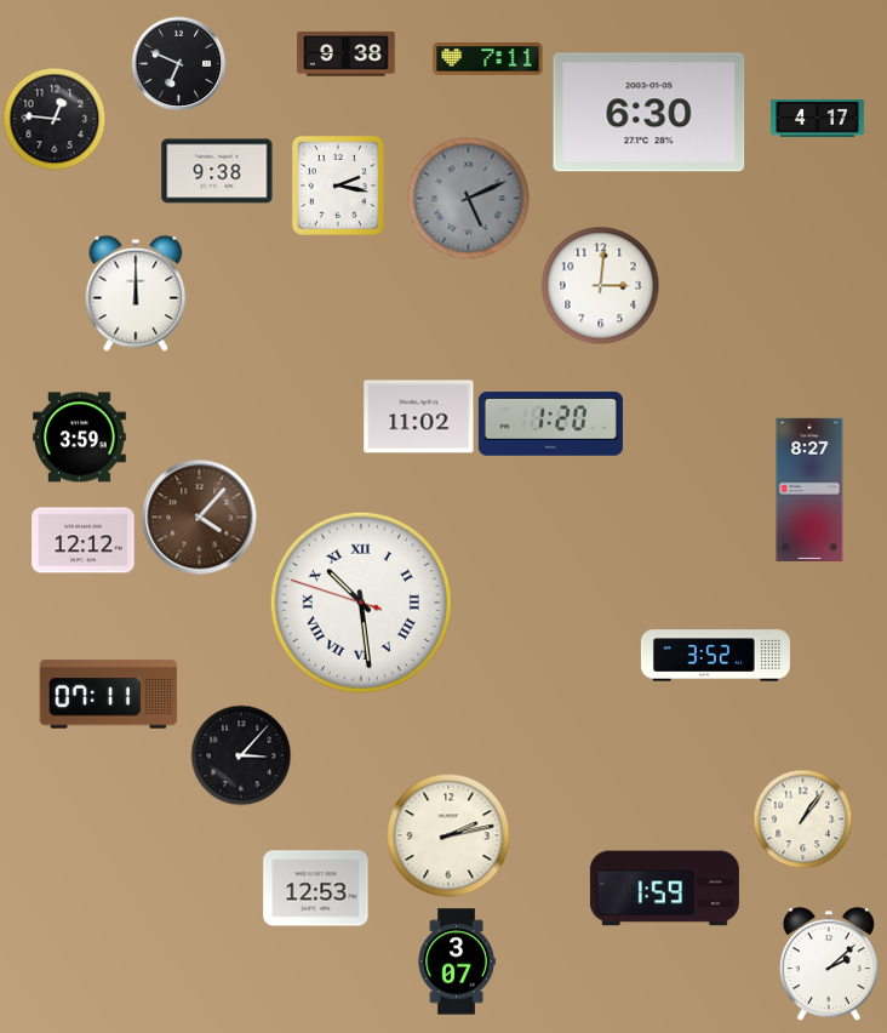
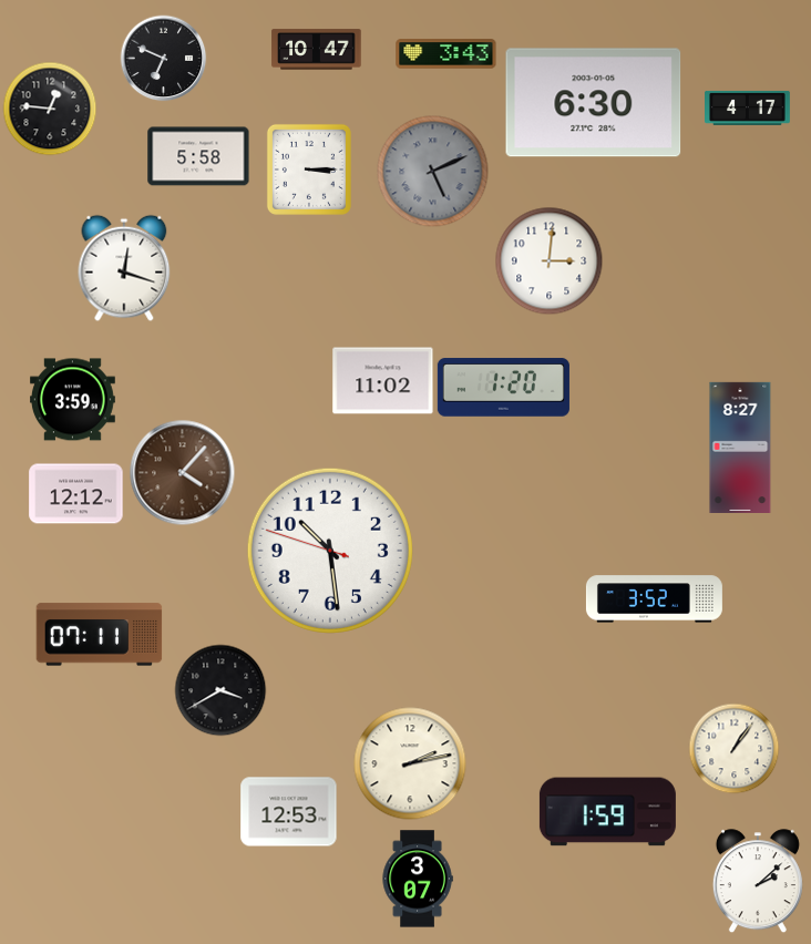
clock at (347, 55): 9:38 -> 10:47
clock at (488, 59): 7:11 -> 3:43
clock at (217, 171): 9:38 -> 5:58
clock at (338, 186): 2:17 -> 3:15
clock at (469, 199) position: (469, 199) -> (433, 172)
clock at (136, 293): 12:00 -> 12:18
clock at (361, 603) numerals: Roman -> Arabic
clock at (241, 755): 3:07 -> 3:40
